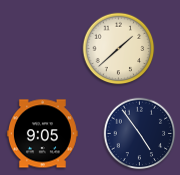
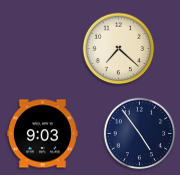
clock at (119, 49): 1:38 -> 7:22
clock at (42, 134): 9:05 -> 9:03
